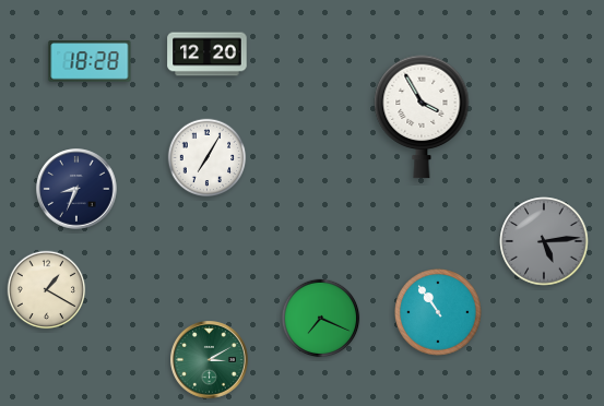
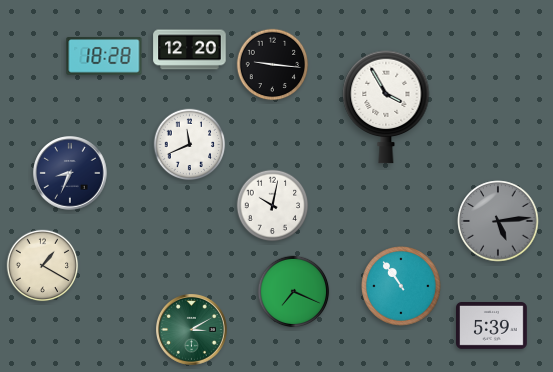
clock at (90, 61) position: (90, 61) -> (104, 56)
clock at (273, 65): none -> 9:16
clock at (208, 158): 7:05 -> 11:41
clock at (273, 206): none -> 10:02
clock at (492, 326): none -> 5:39
